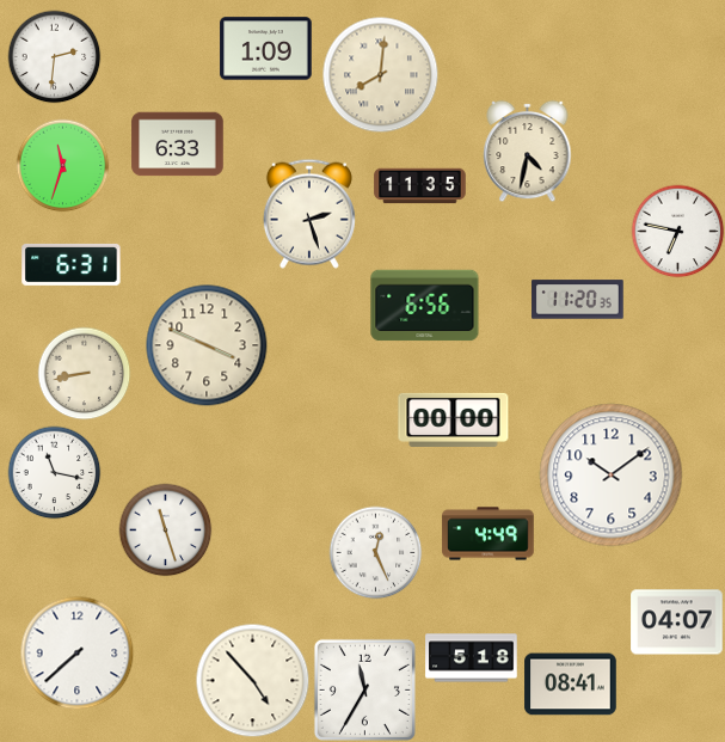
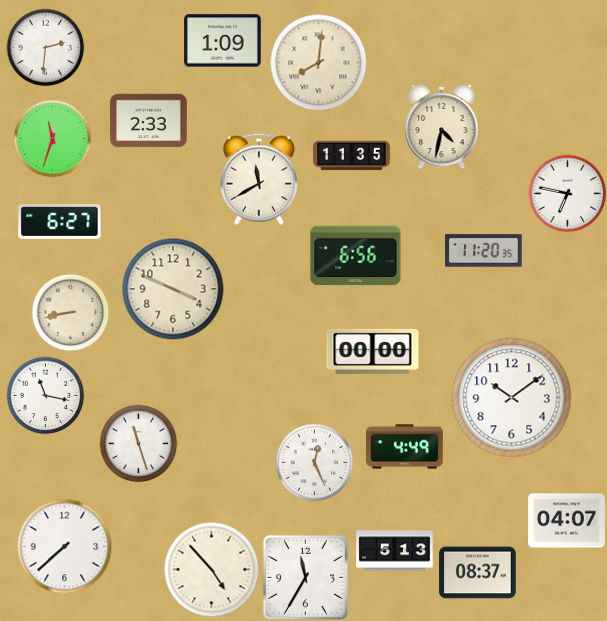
clock at (178, 145): 6:33 -> 2:33
clock at (309, 214): 2:27 -> 11:40
clock at (72, 264): 6:31 -> 6:27
clock at (454, 419) position: (454, 419) -> (373, 351)
clock at (489, 534) position: (489, 534) -> (405, 447)
clock at (472, 658): 5:18 -> 5:13
clock at (571, 685): 08:41 -> 08:37
